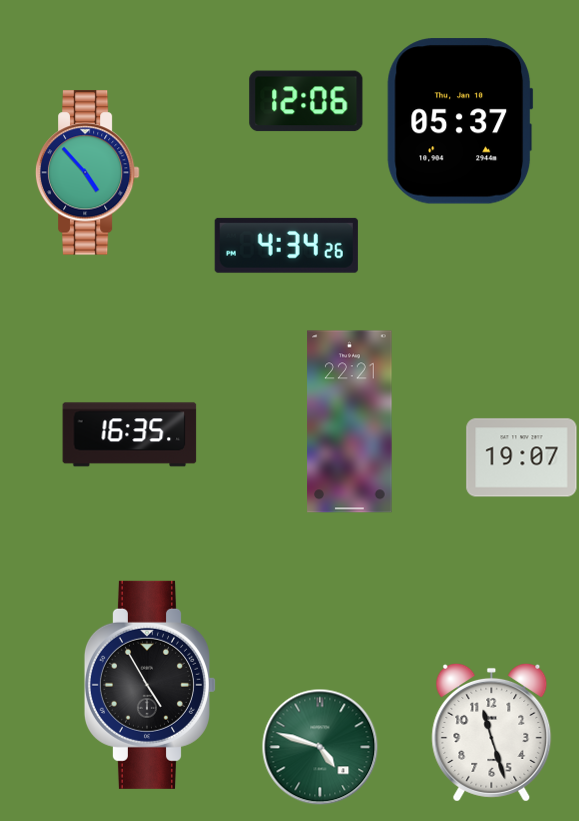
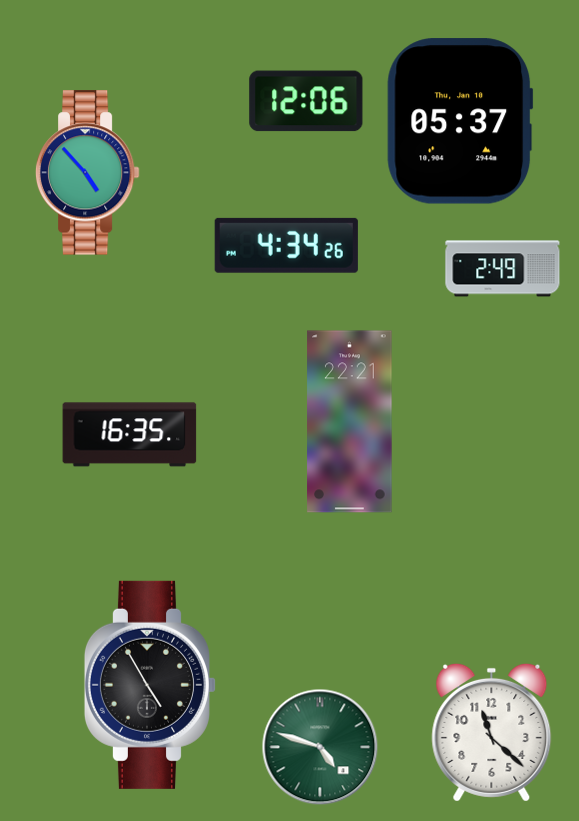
clock at (503, 269): none -> 2:49
clock at (522, 458): 19:07 -> none
clock at (492, 732): 11:27 -> 11:22
